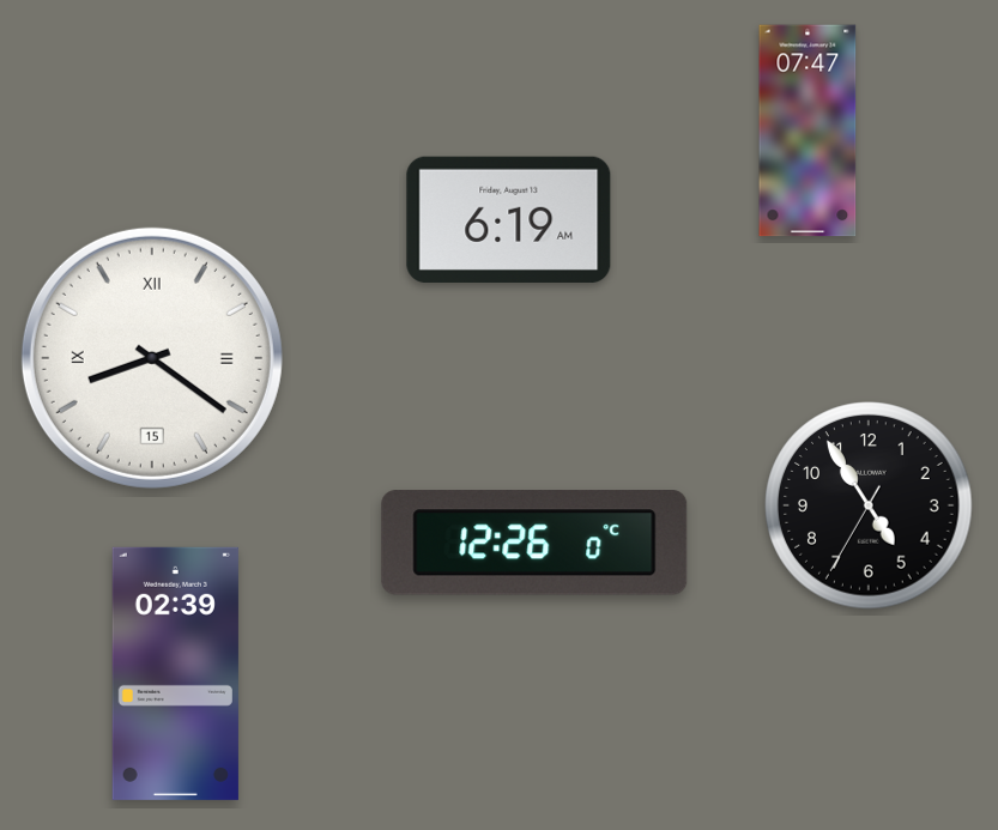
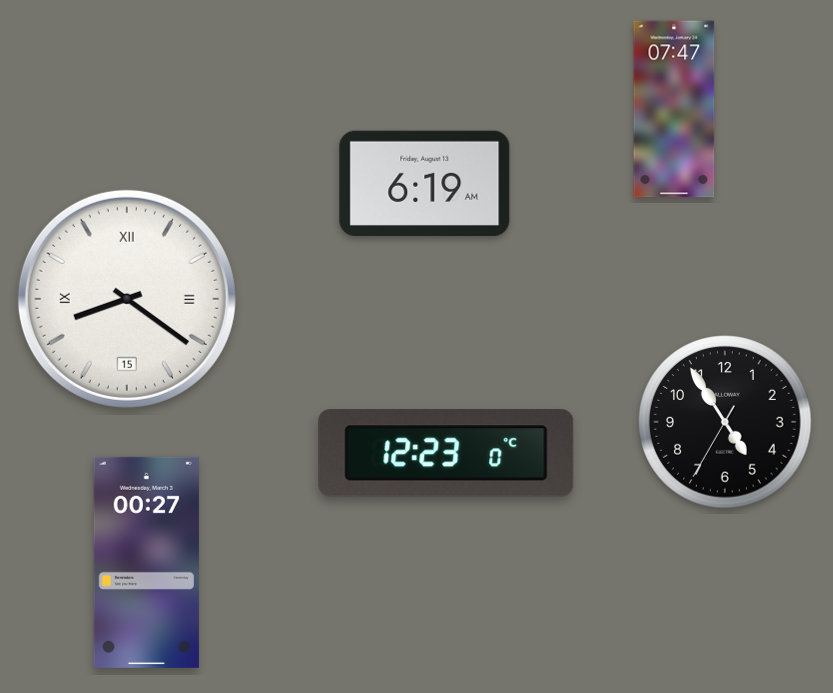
clock at (534, 543): 12:26 -> 12:23
clock at (175, 673): 02:39 -> 00:27
